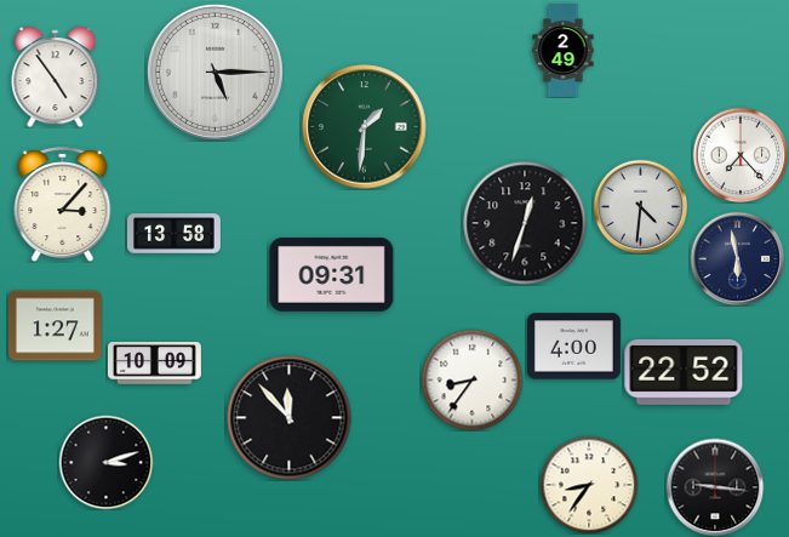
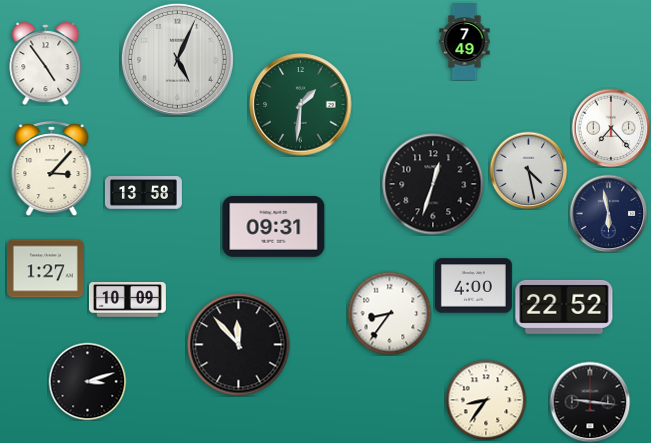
clock at (564, 51): 2:49 -> 7:49
clock at (215, 72): 5:15 -> 5:04
clock at (640, 206): 4:31 -> 4:28
